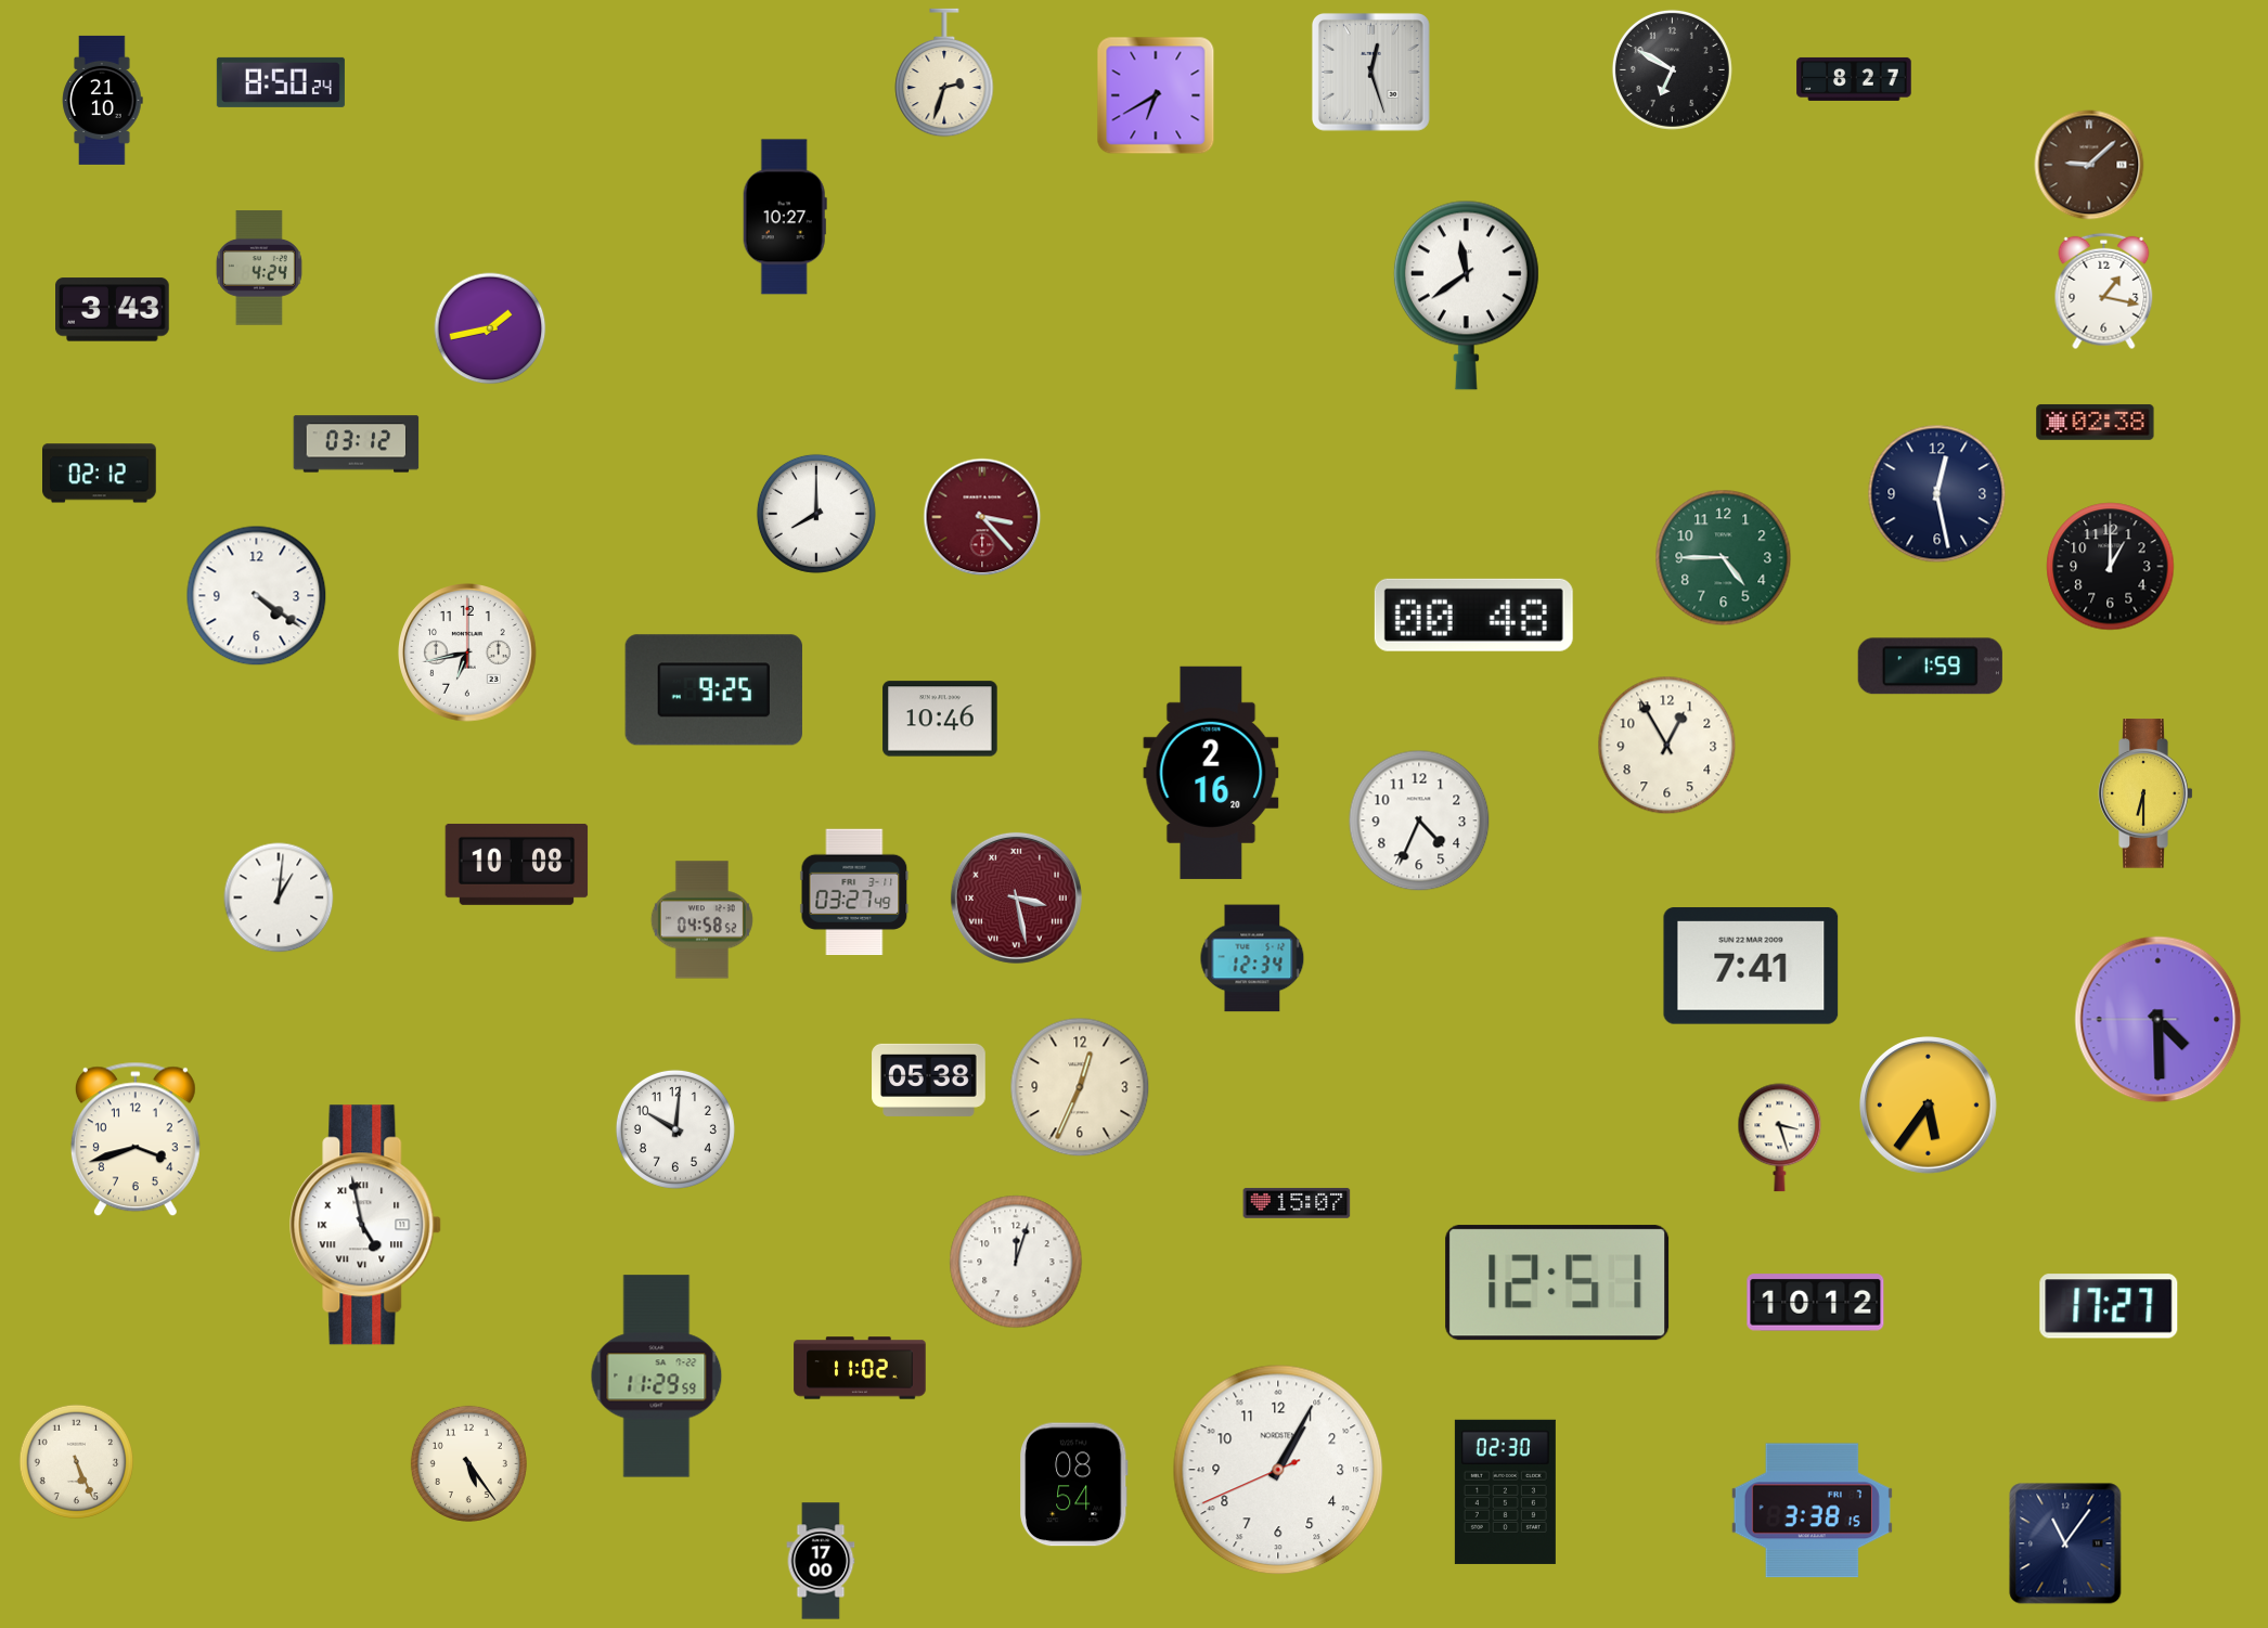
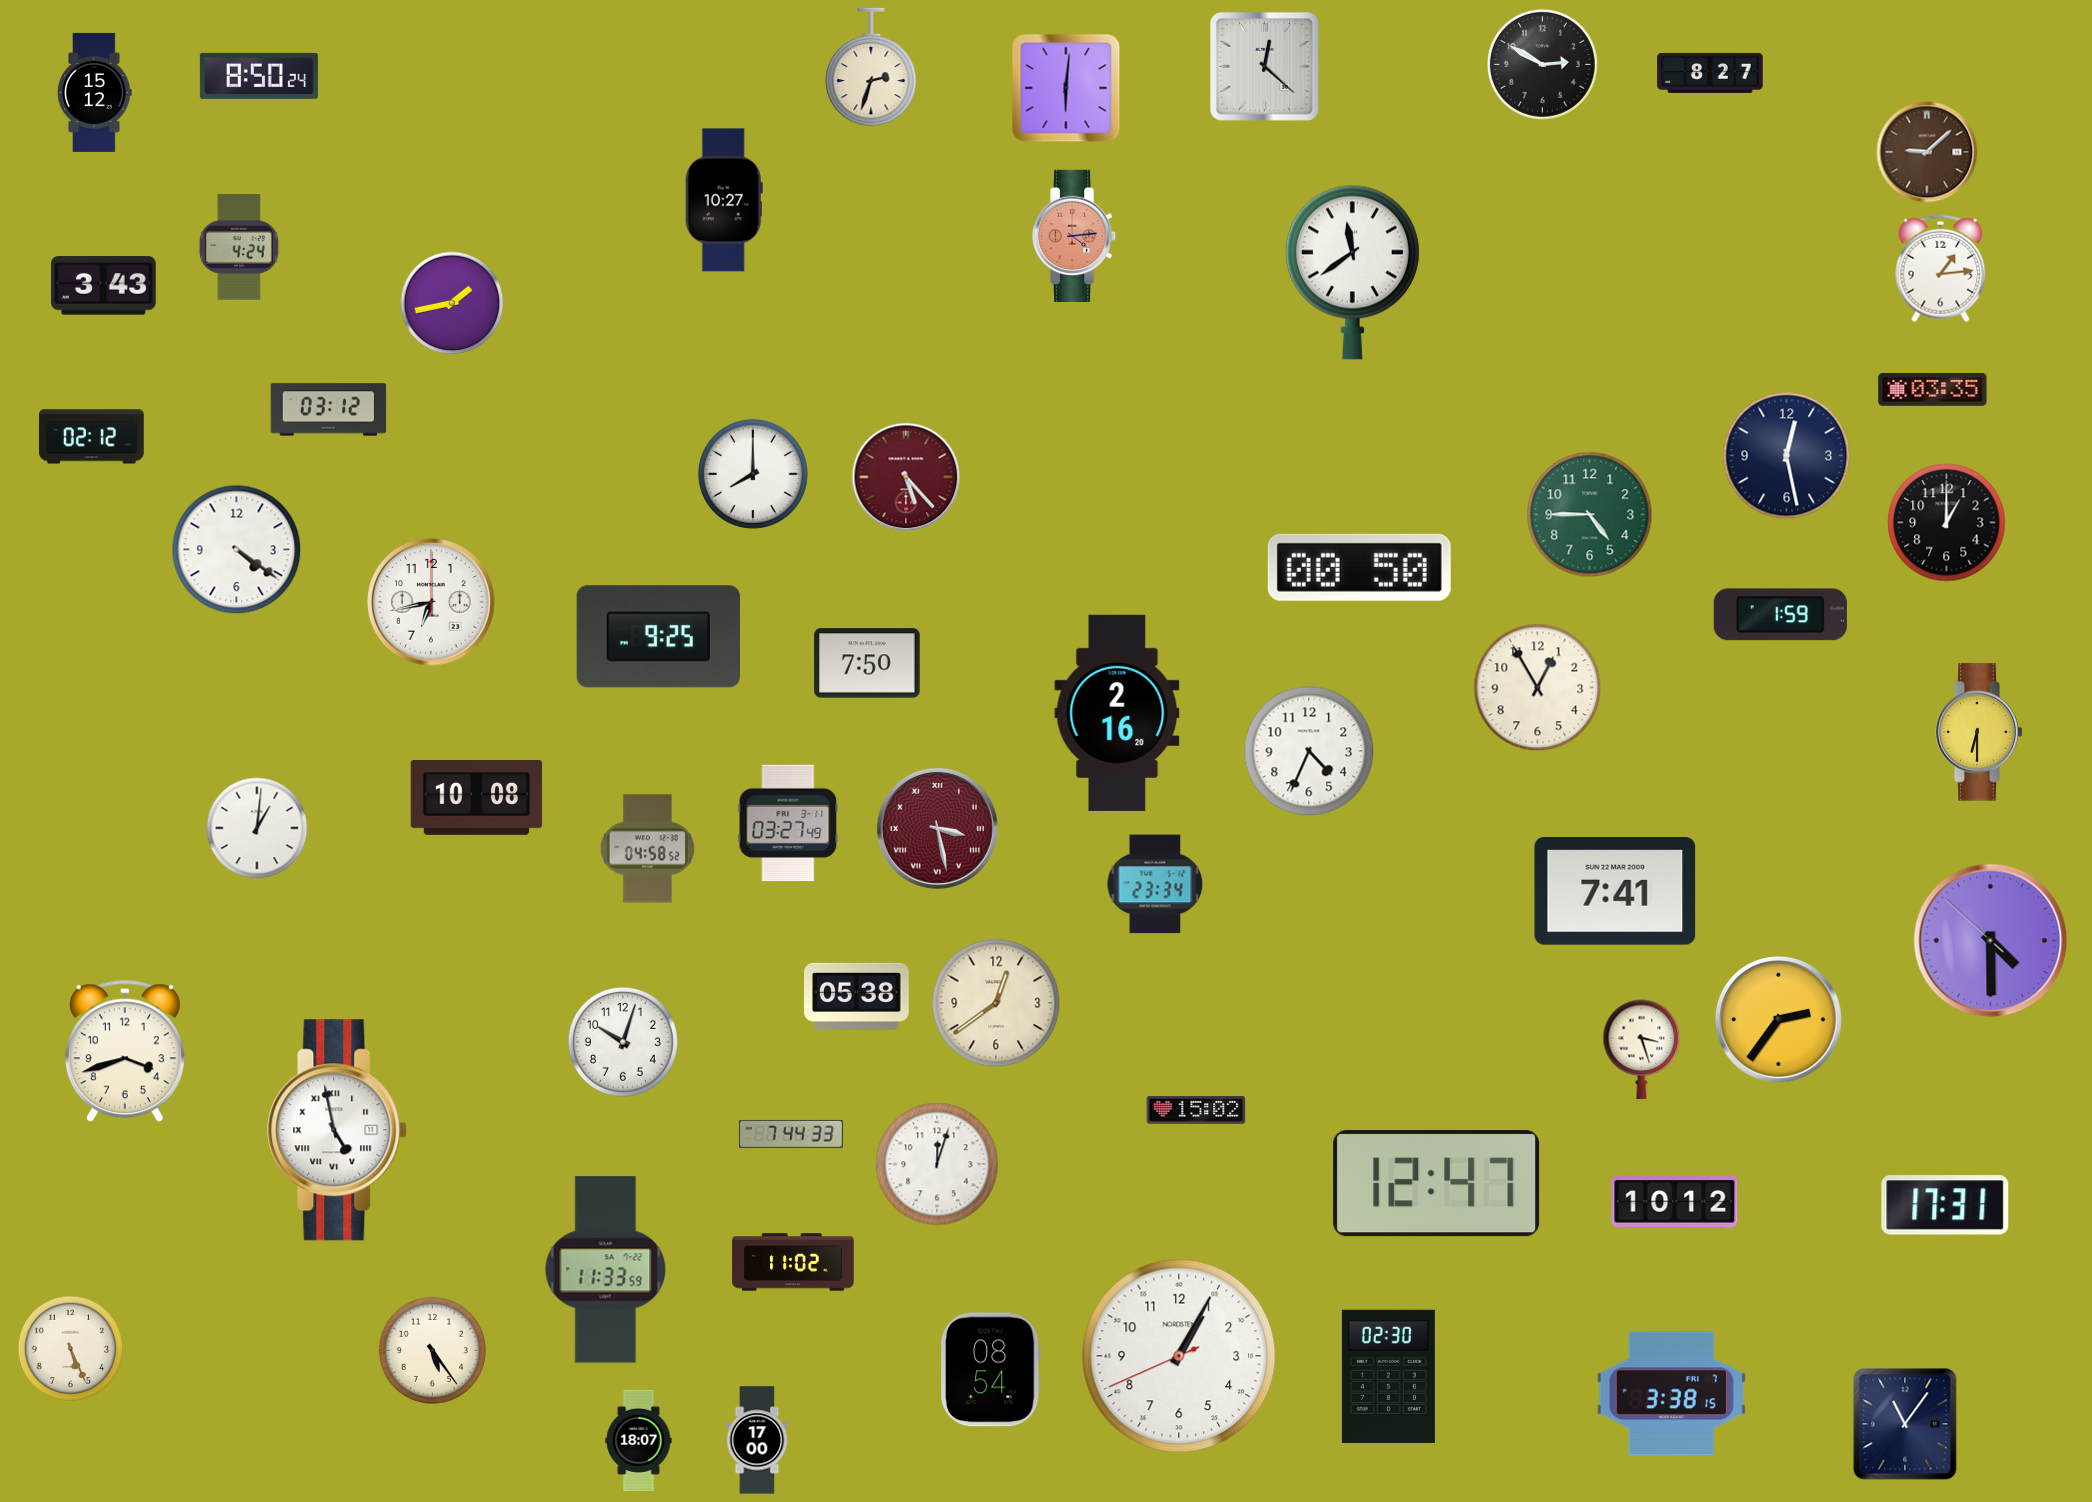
clock at (1672, 69): 6:50 -> 2:50
clock at (1370, 72): 12:27 -> 12:22
clock at (1156, 95): 6:40 -> 6:01
clock at (103, 100): 21:10 -> 15:12
clock at (1074, 235): none -> 4:14
clock at (2104, 292): 1:17 -> 1:14
clock at (2096, 422): 02:38 -> 03:35
clock at (982, 517): 3:23 -> 5:23
clock at (1473, 615): 00:48 -> 00:50
clock at (940, 719): 10:46 -> 7:50
clock at (1419, 821) position: (1419, 821) -> (1309, 751)
clock at (1252, 958): 12:34 -> 23:34
clock at (2159, 1020): 4:29:45 -> 4:29:52
clock at (1080, 1087): 12:34 -> 12:39
clock at (1929, 1106): 5:36 -> 2:36
clock at (675, 1129): 10:01 -> 10:03
clock at (1297, 1203): 15:07 -> 15:02
clock at (791, 1134): none -> 7:44
clock at (1558, 1283): 12:51 -> 12:47
clock at (2109, 1306): 17:27 -> 17:31
clock at (657, 1377): 11:29 -> 11:33
clock at (639, 1441): none -> 18:07
